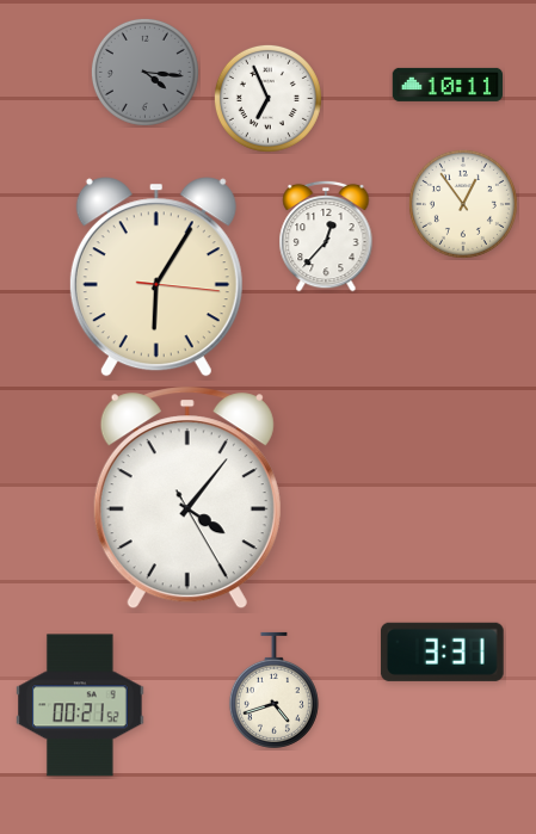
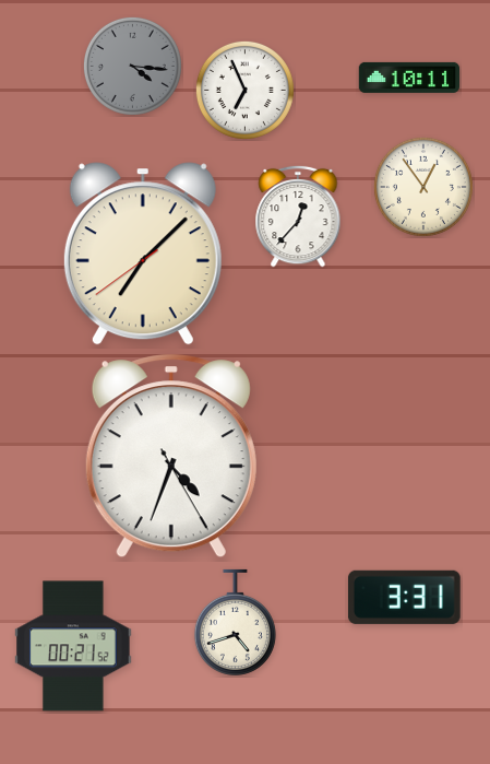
clock at (156, 277): 6:05 -> 7:07
clock at (187, 498): 4:06 -> 4:33
clock at (273, 690) position: (273, 690) -> (235, 622)
